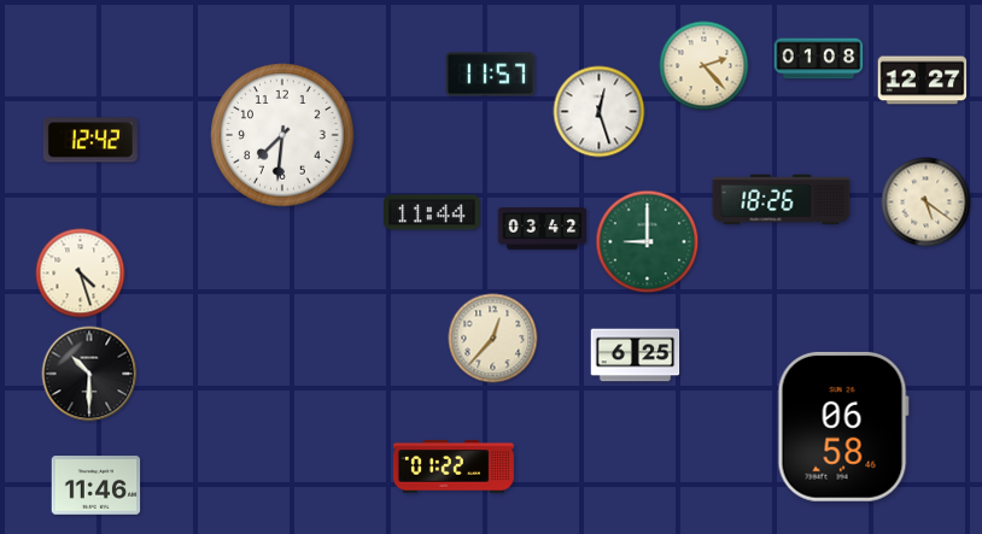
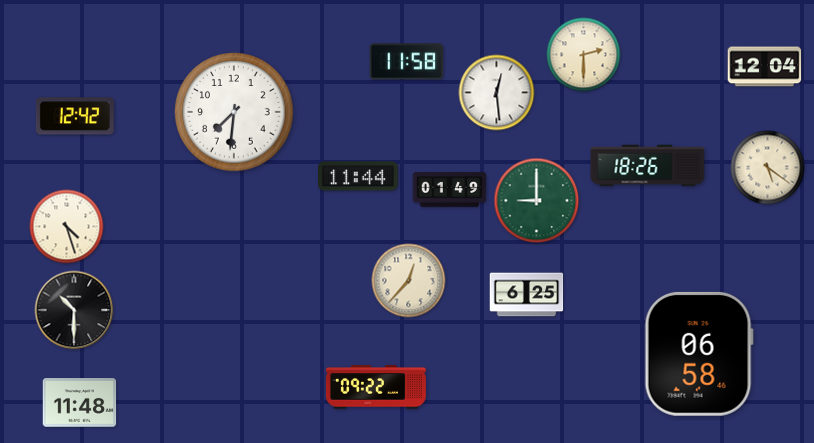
clock at (819, 59): 01:08 -> none
clock at (705, 66): 2:23 -> 2:30
clock at (491, 75): 11:57 -> 11:58
clock at (923, 81): 12:27 -> 12:04
clock at (600, 112): 12:27 -> 12:29
clock at (543, 229): 03:42 -> 01:49
clock at (454, 466): 01:22 -> 09:22
clock at (97, 486): 11:46 -> 11:48
